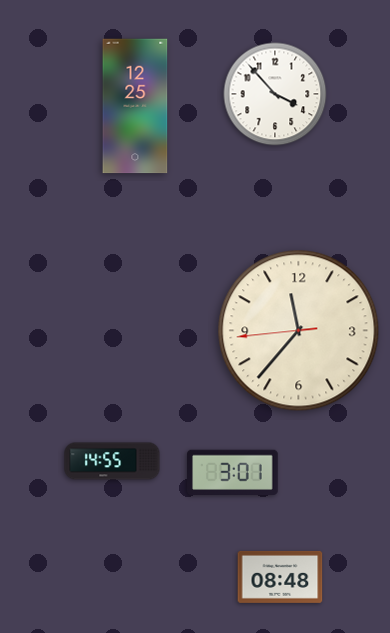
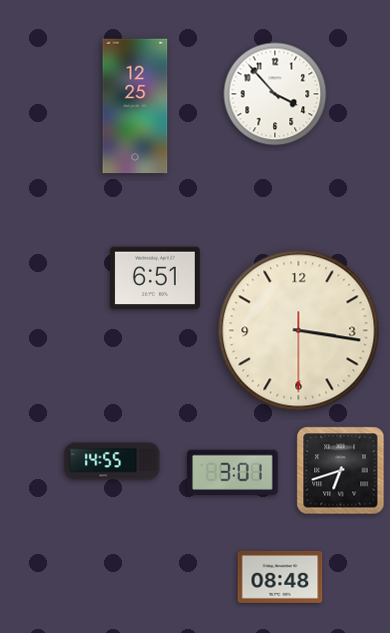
clock at (155, 278): none -> 6:51
clock at (299, 331): 11:36 -> 3:16
clock at (341, 471): none -> 6:42
